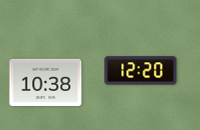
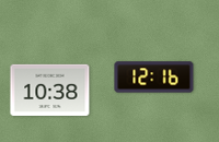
clock at (141, 71): 12:20 -> 12:16
